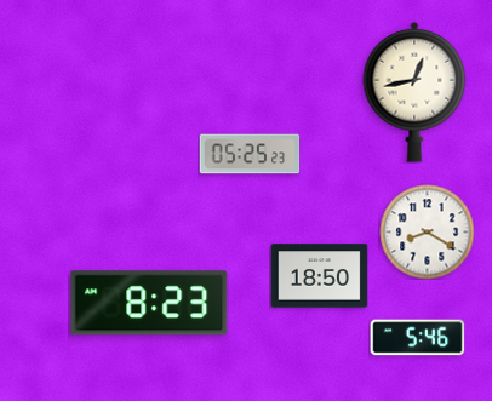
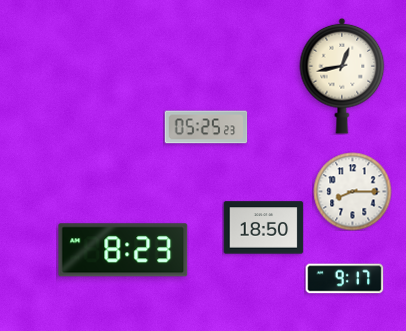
clock at (427, 231): 8:20 -> 8:15
clock at (417, 338): 5:46 -> 9:17
